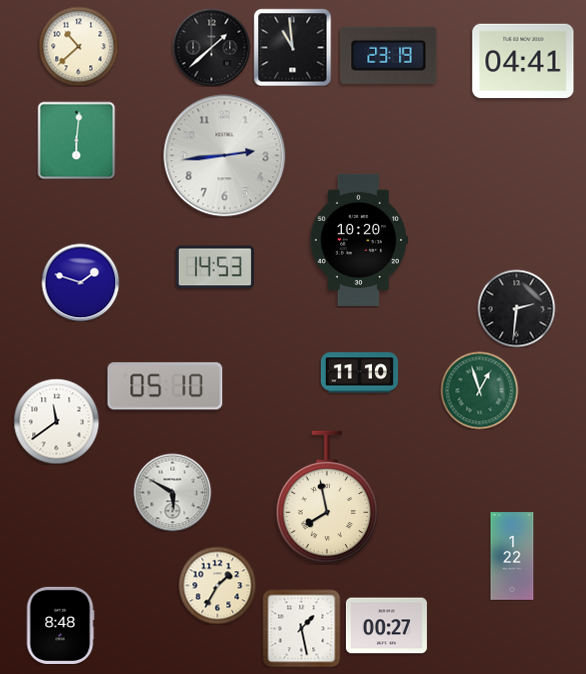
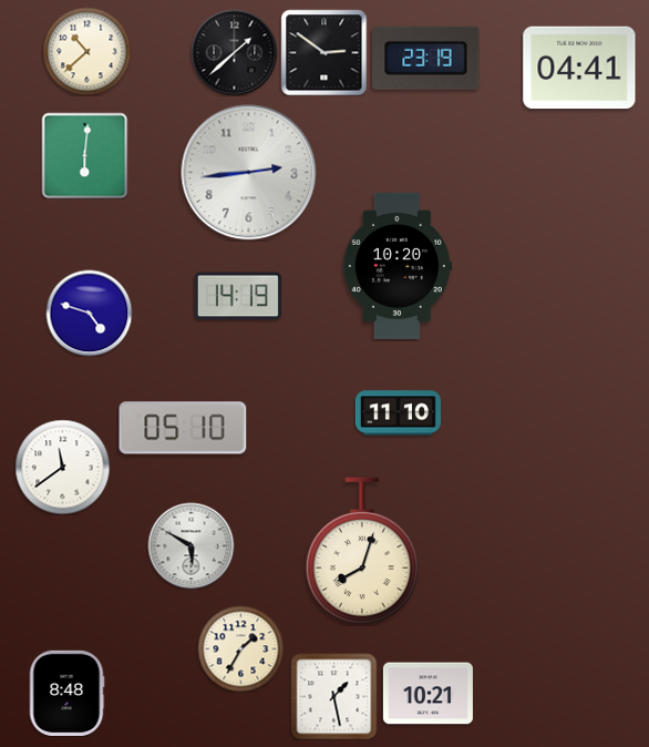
clock at (292, 47): 10:59 -> 2:51
clock at (389, 55) position: (389, 55) -> (426, 58)
clock at (215, 267): 14:53 -> 14:19
clock at (80, 282): 1:48 -> 4:48
clock at (516, 308): 2:31 -> none
clock at (479, 390): 12:57 -> none
clock at (326, 497): 7:58 -> 8:03
clock at (512, 556): 1:22 -> none
clock at (386, 626): 00:27 -> 10:21
